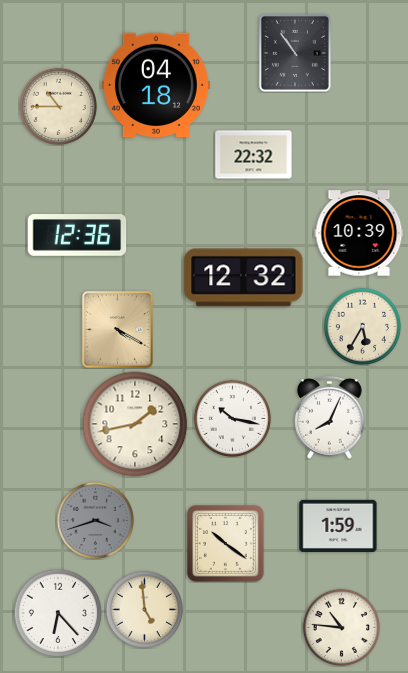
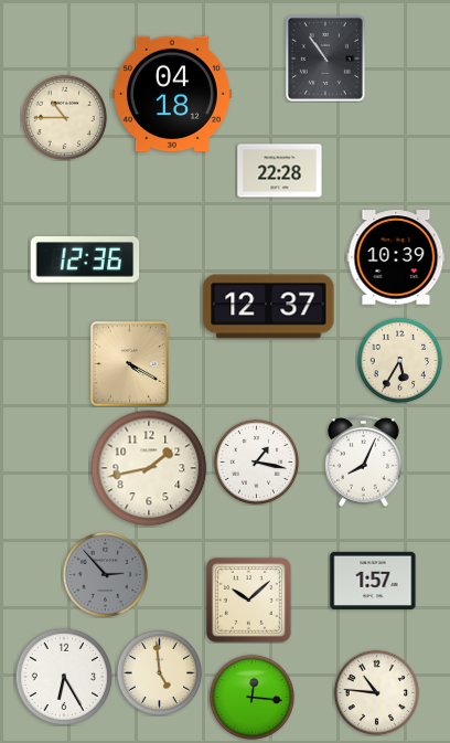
clock at (254, 155): 22:32 -> 22:28
clock at (244, 278): 12:32 -> 12:37
clock at (232, 418): 10:17 -> 1:17
clock at (95, 520): 3:42 -> 2:53
clock at (338, 526): 1:59 -> 1:57
clock at (226, 544): 10:21 -> 10:08
clock at (58, 613): 6:23 -> 6:25
clock at (251, 697): none -> 12:16
